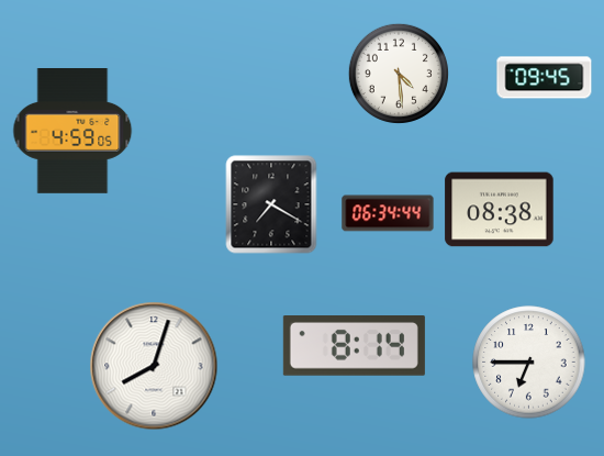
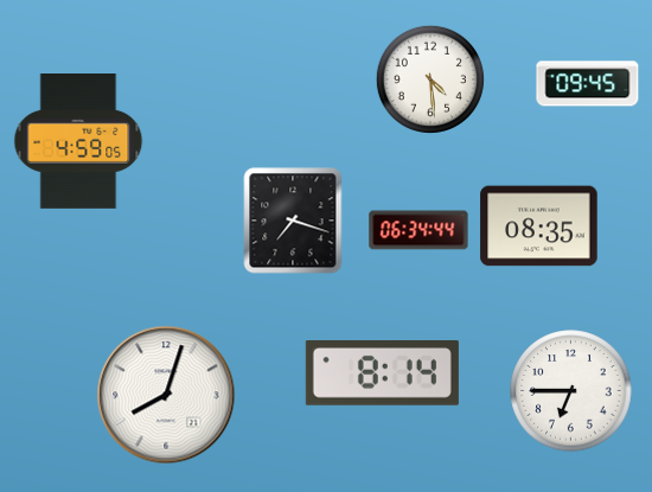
clock at (271, 204): 7:20 -> 7:18
clock at (500, 210): 08:38 -> 08:35
